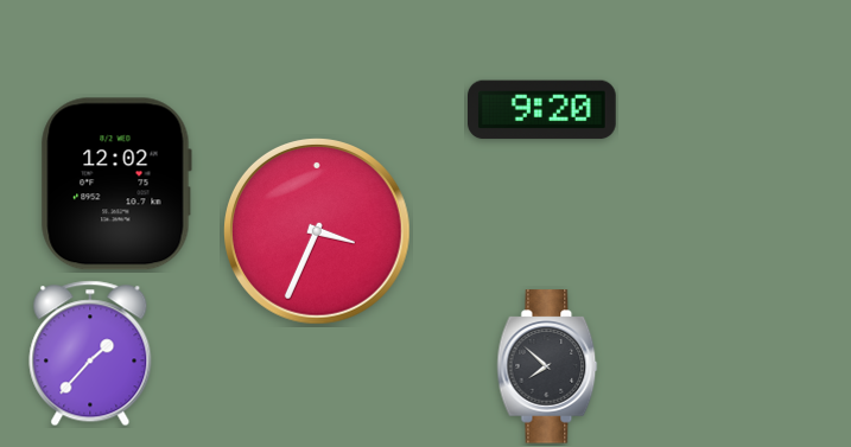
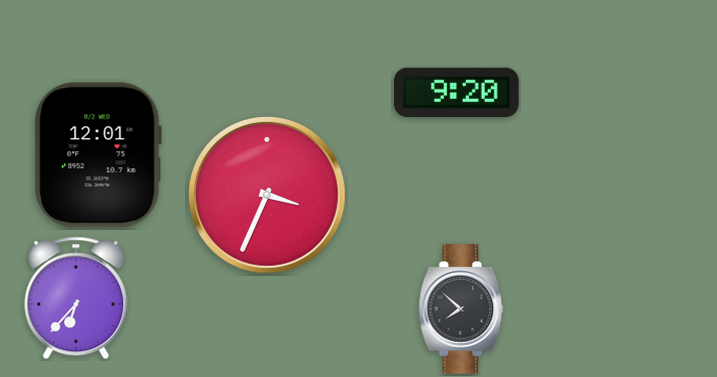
clock at (116, 184): 12:02 -> 12:01
clock at (90, 353): 1:37 -> 6:37
